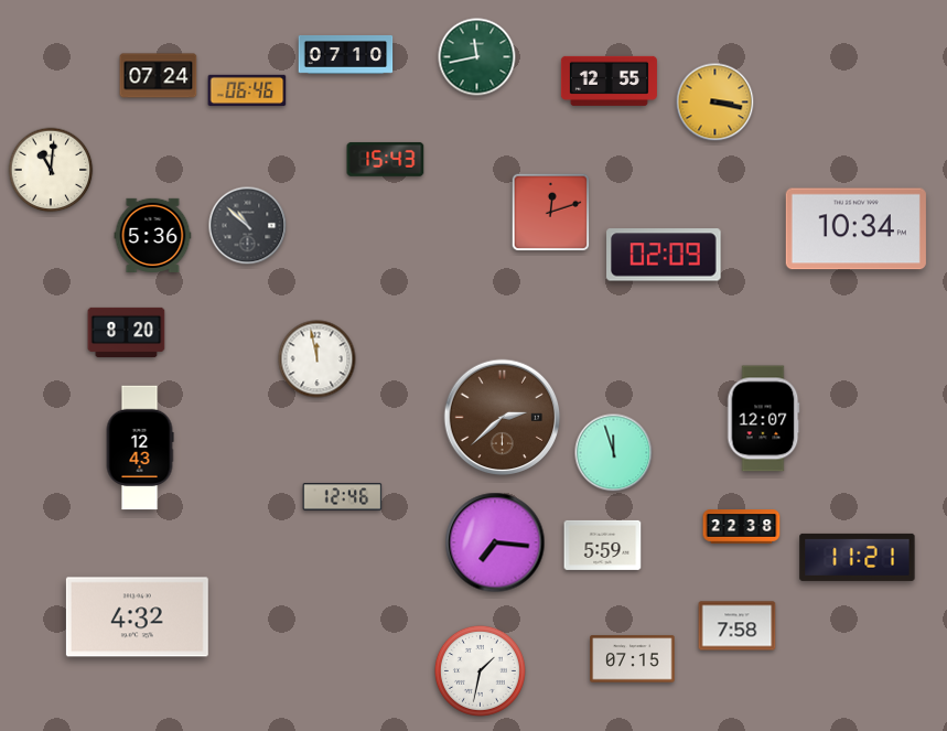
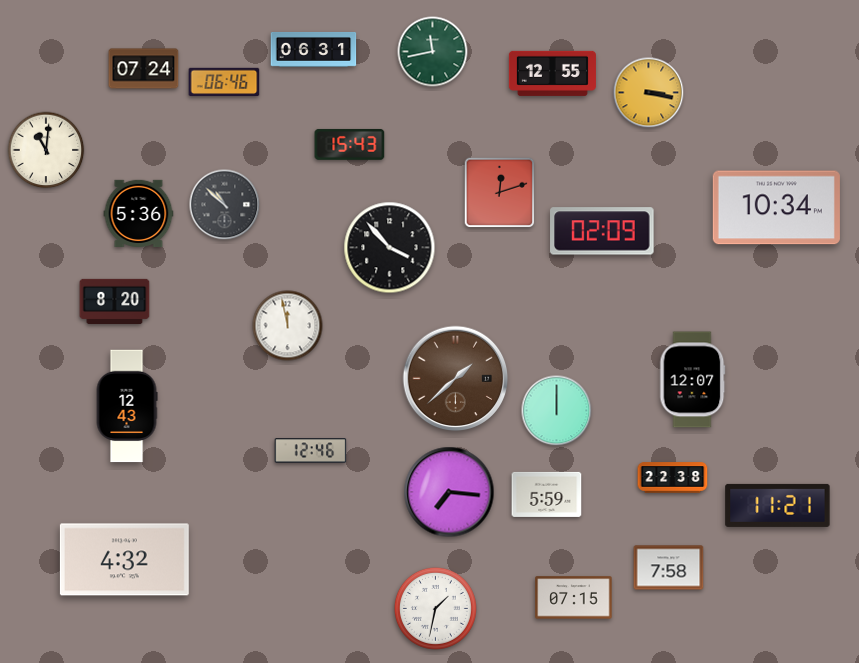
clock at (346, 54): 07:10 -> 06:31
clock at (51, 170) position: (51, 170) -> (46, 150)
clock at (390, 248): none -> 3:53
clock at (503, 418): 2:38 -> 1:38
clock at (614, 453): 11:57 -> 12:00
